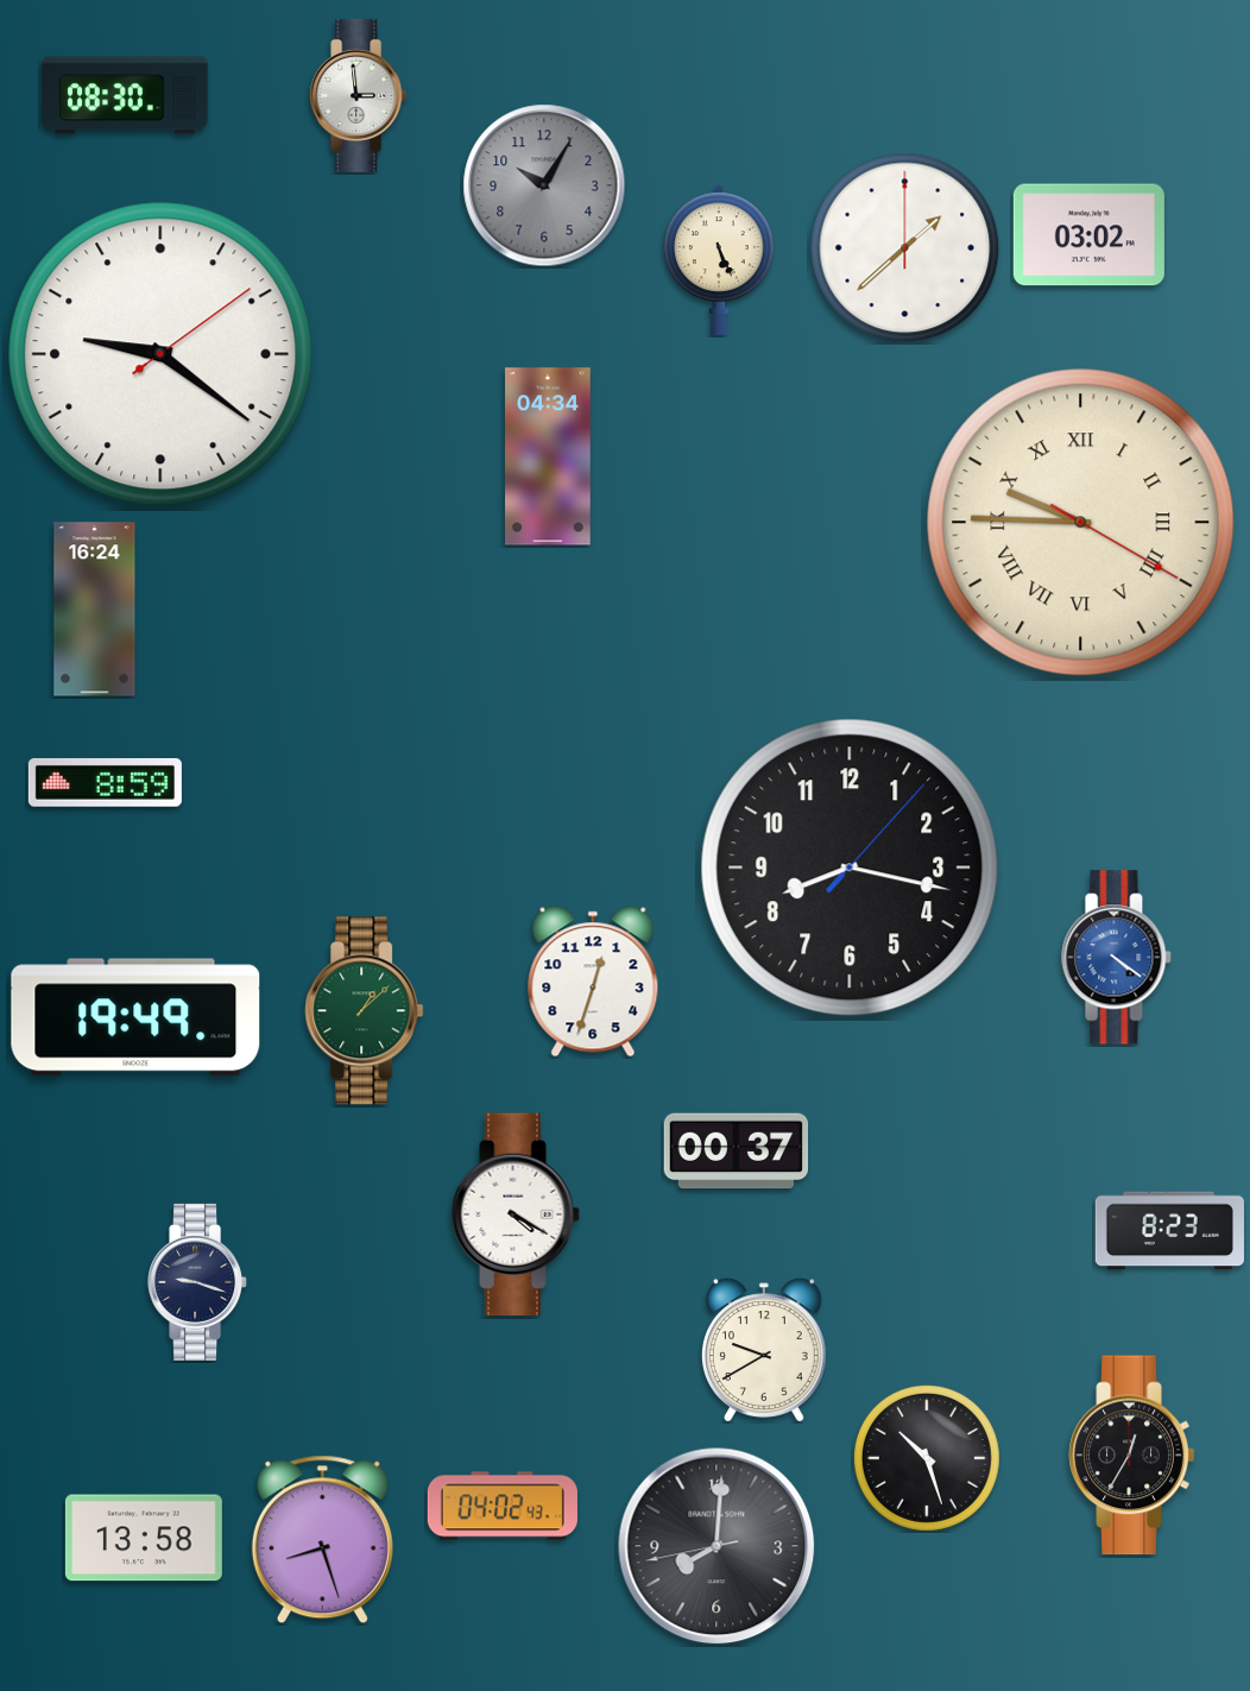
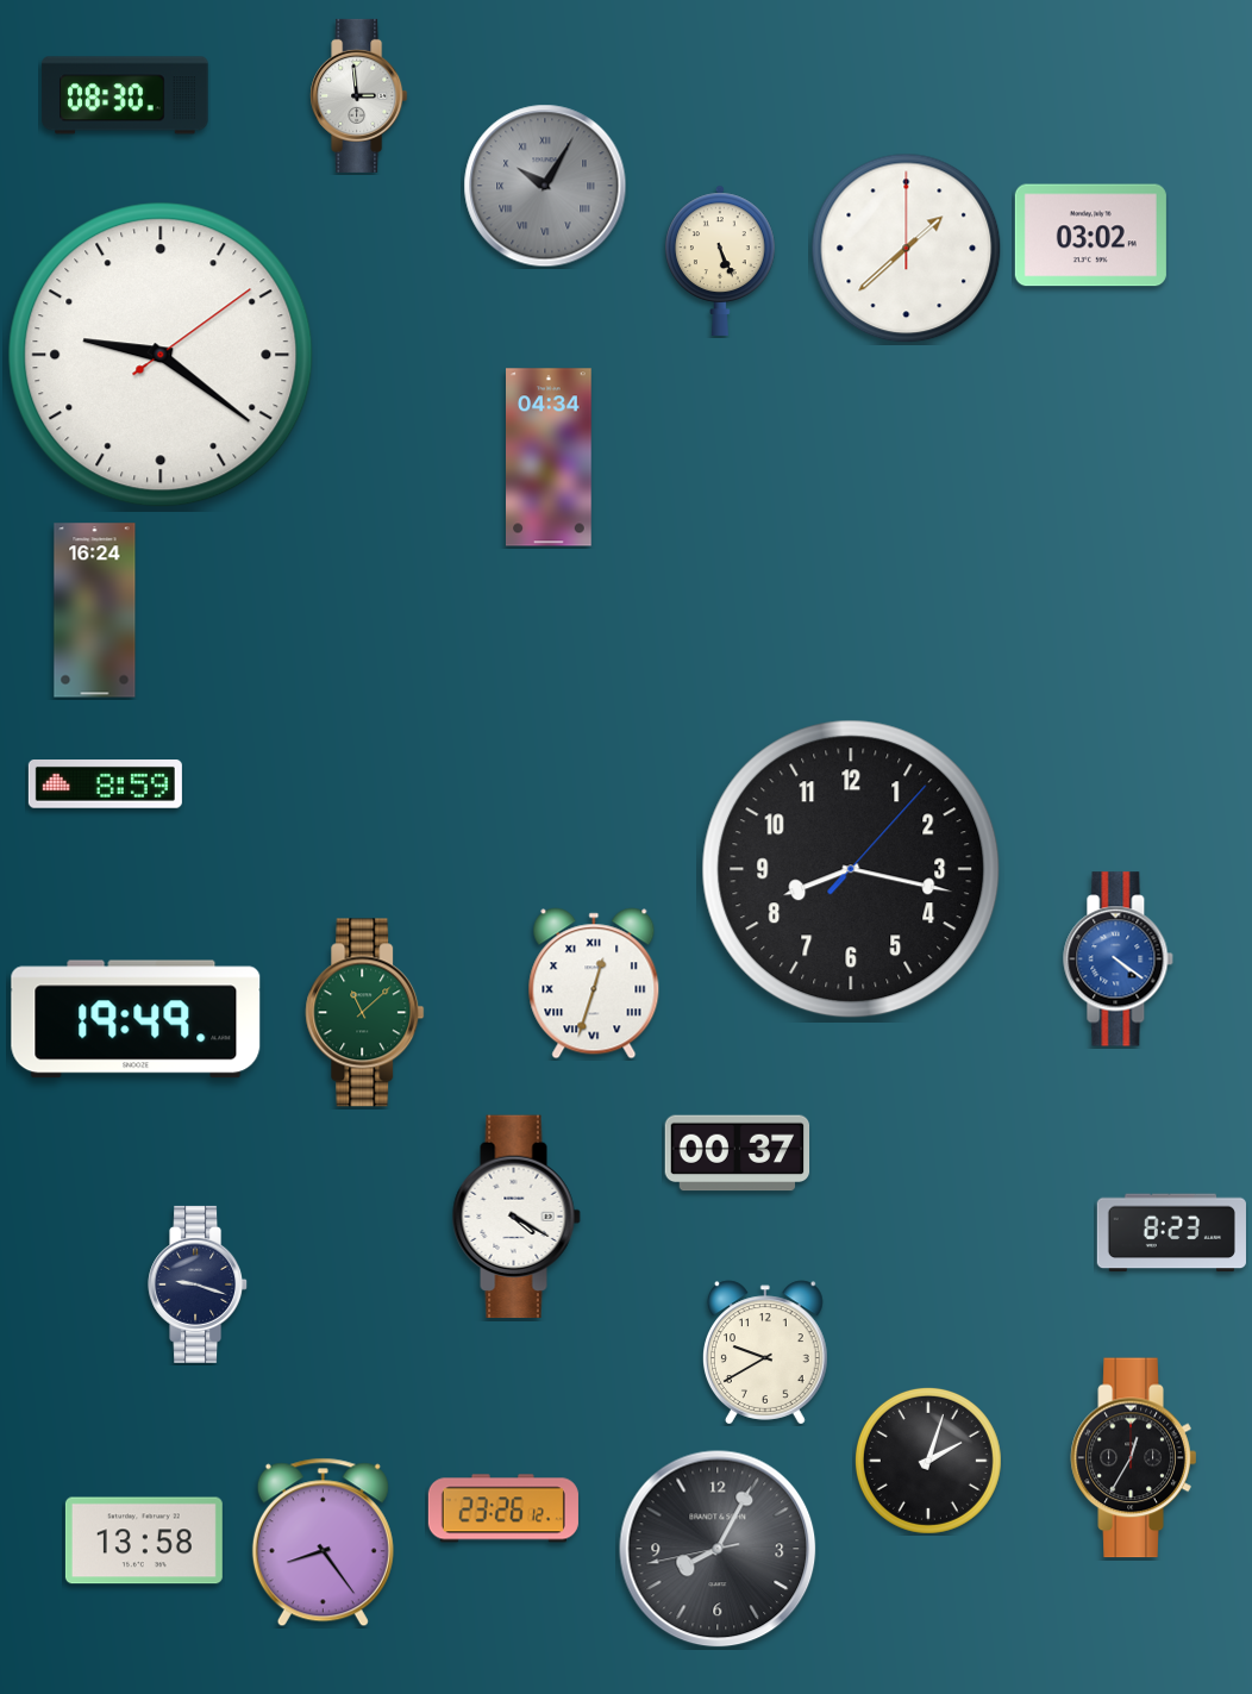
clock at (544, 185) numerals: Arabic -> Roman
clock at (1081, 523): 9:45 -> none
clock at (593, 982) numerals: Arabic -> Roman
clock at (365, 1011): 1:08 -> 11:08
clock at (927, 1458): 10:27 -> 2:03
clock at (503, 1506): 04:02 -> 23:26
clock at (322, 1540): 8:27 -> 8:24
clock at (716, 1546): 8:00 -> 8:04
